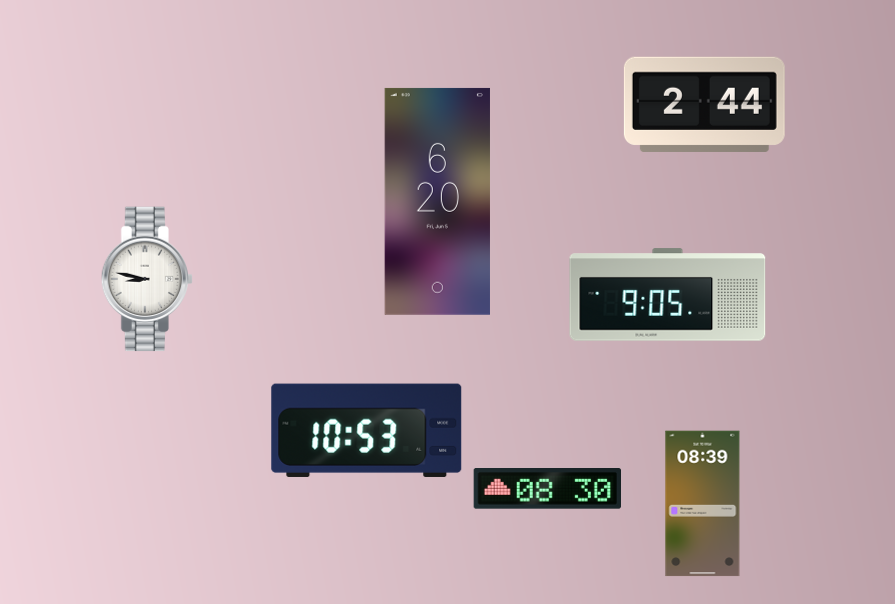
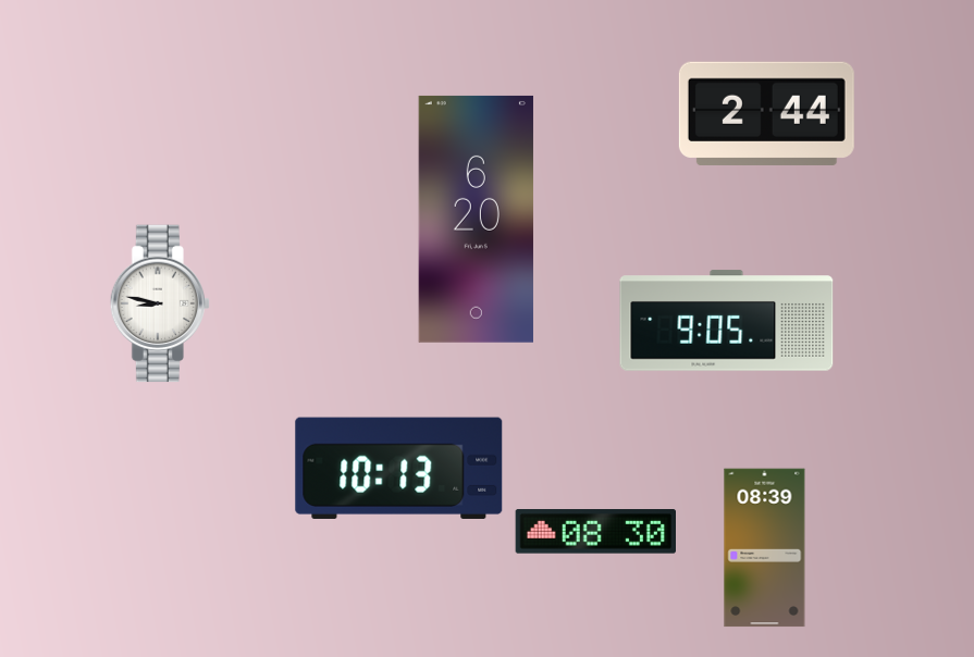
clock at (367, 430): 10:53 -> 10:13
